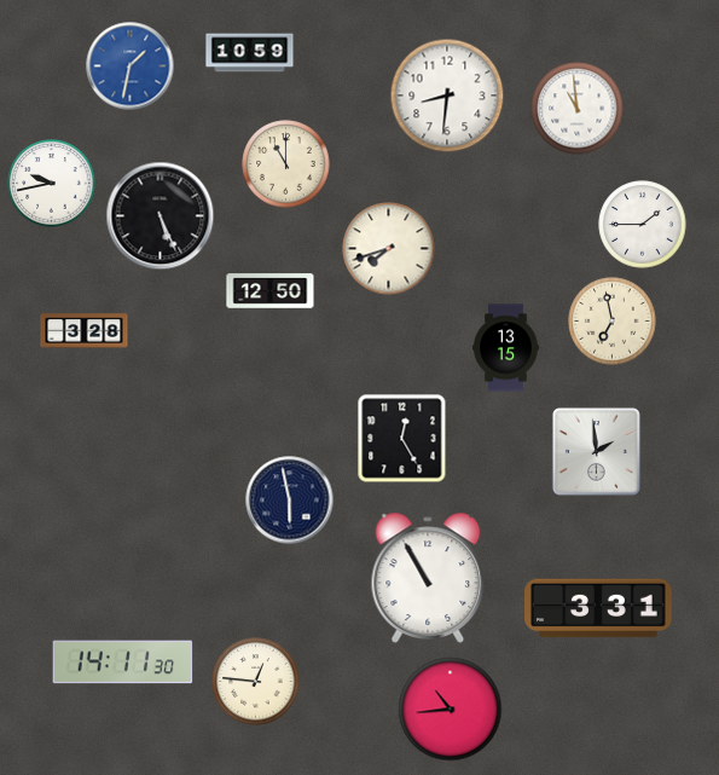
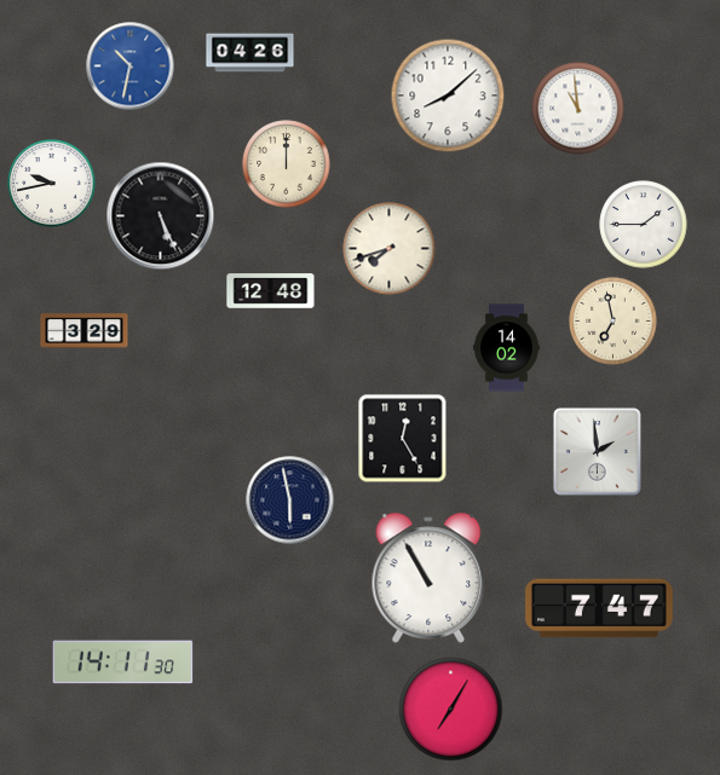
clock at (250, 53): 10:59 -> 04:26
clock at (131, 66): 1:32 -> 10:32
clock at (447, 96): 8:31 -> 8:08
clock at (286, 164): 11:00 -> 12:00
clock at (271, 291): 12:50 -> 12:48
clock at (85, 331): 3:28 -> 3:29
clock at (506, 348): 13:15 -> 14:02
clock at (598, 608): 3:31 -> 7:47
clock at (256, 682): 12:46 -> none
clock at (451, 710): 10:44 -> 7:05
